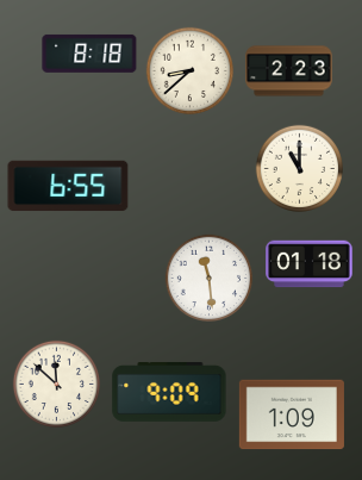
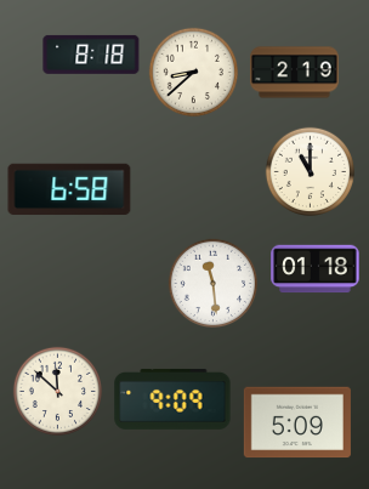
clock at (289, 71): 2:23 -> 2:19
clock at (299, 168) position: (299, 168) -> (310, 171)
clock at (68, 186): 6:55 -> 6:58
clock at (292, 414): 1:09 -> 5:09
